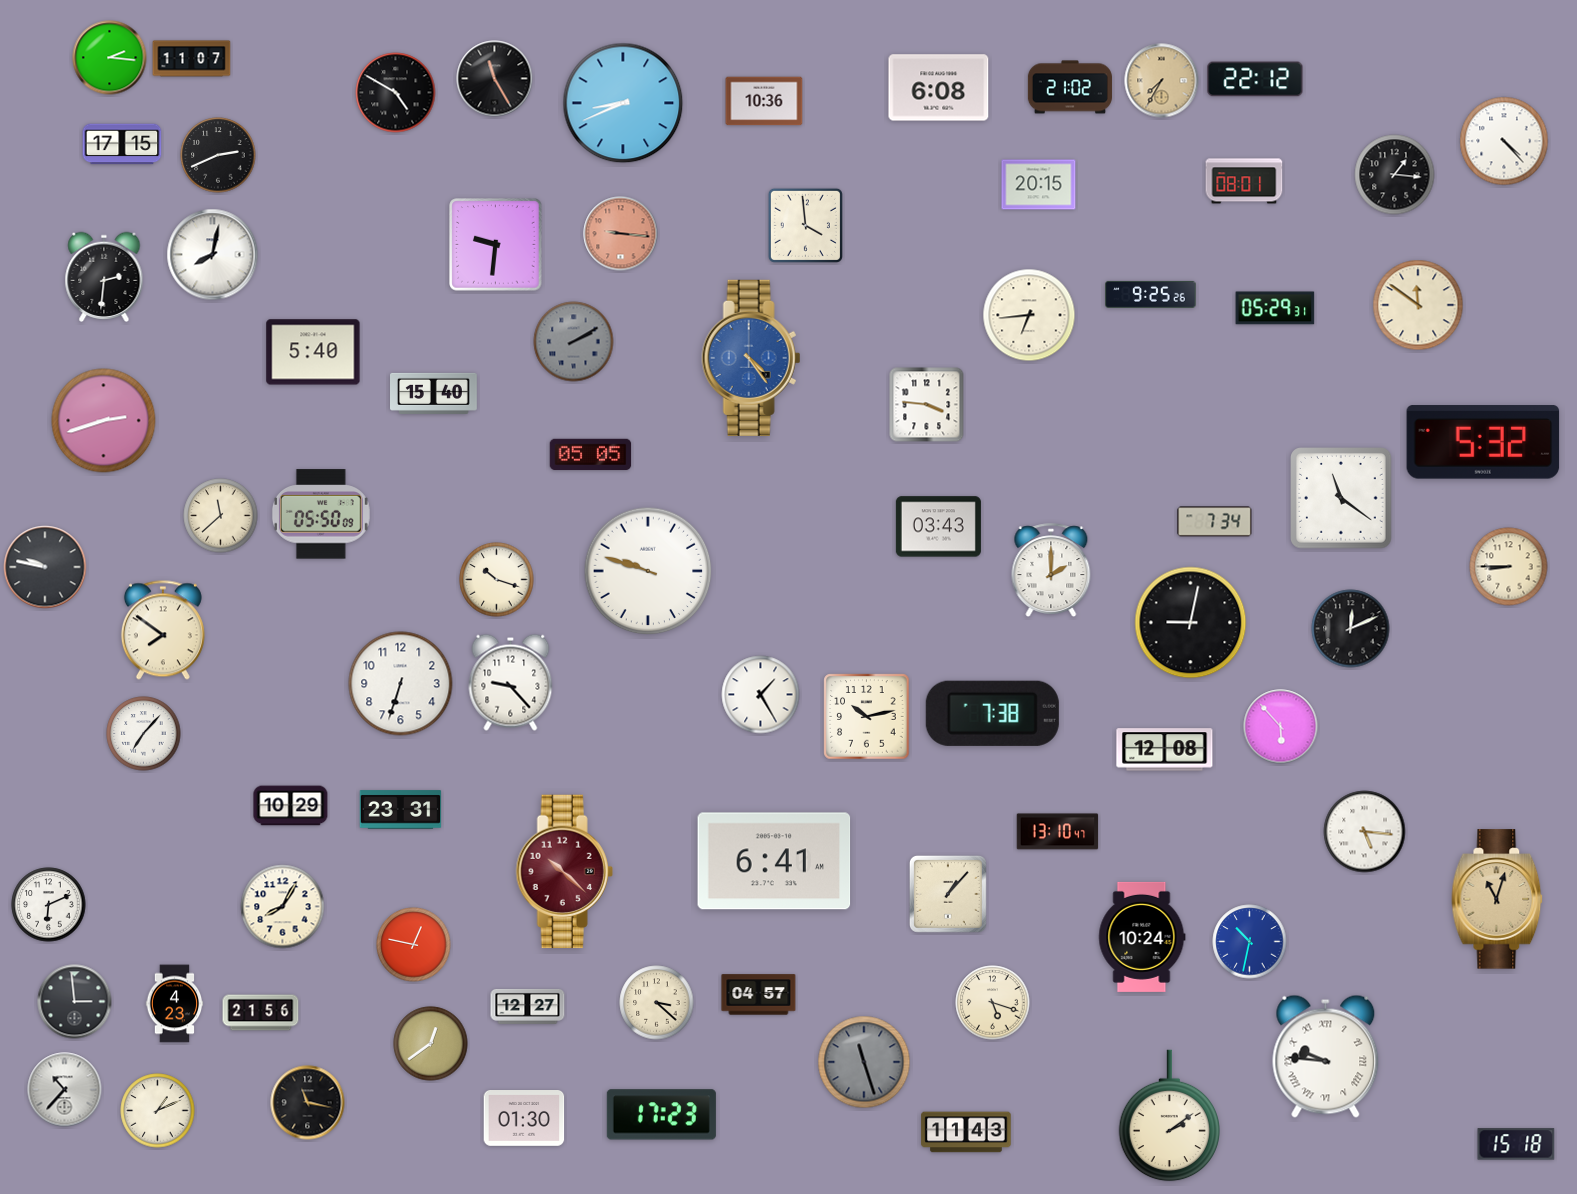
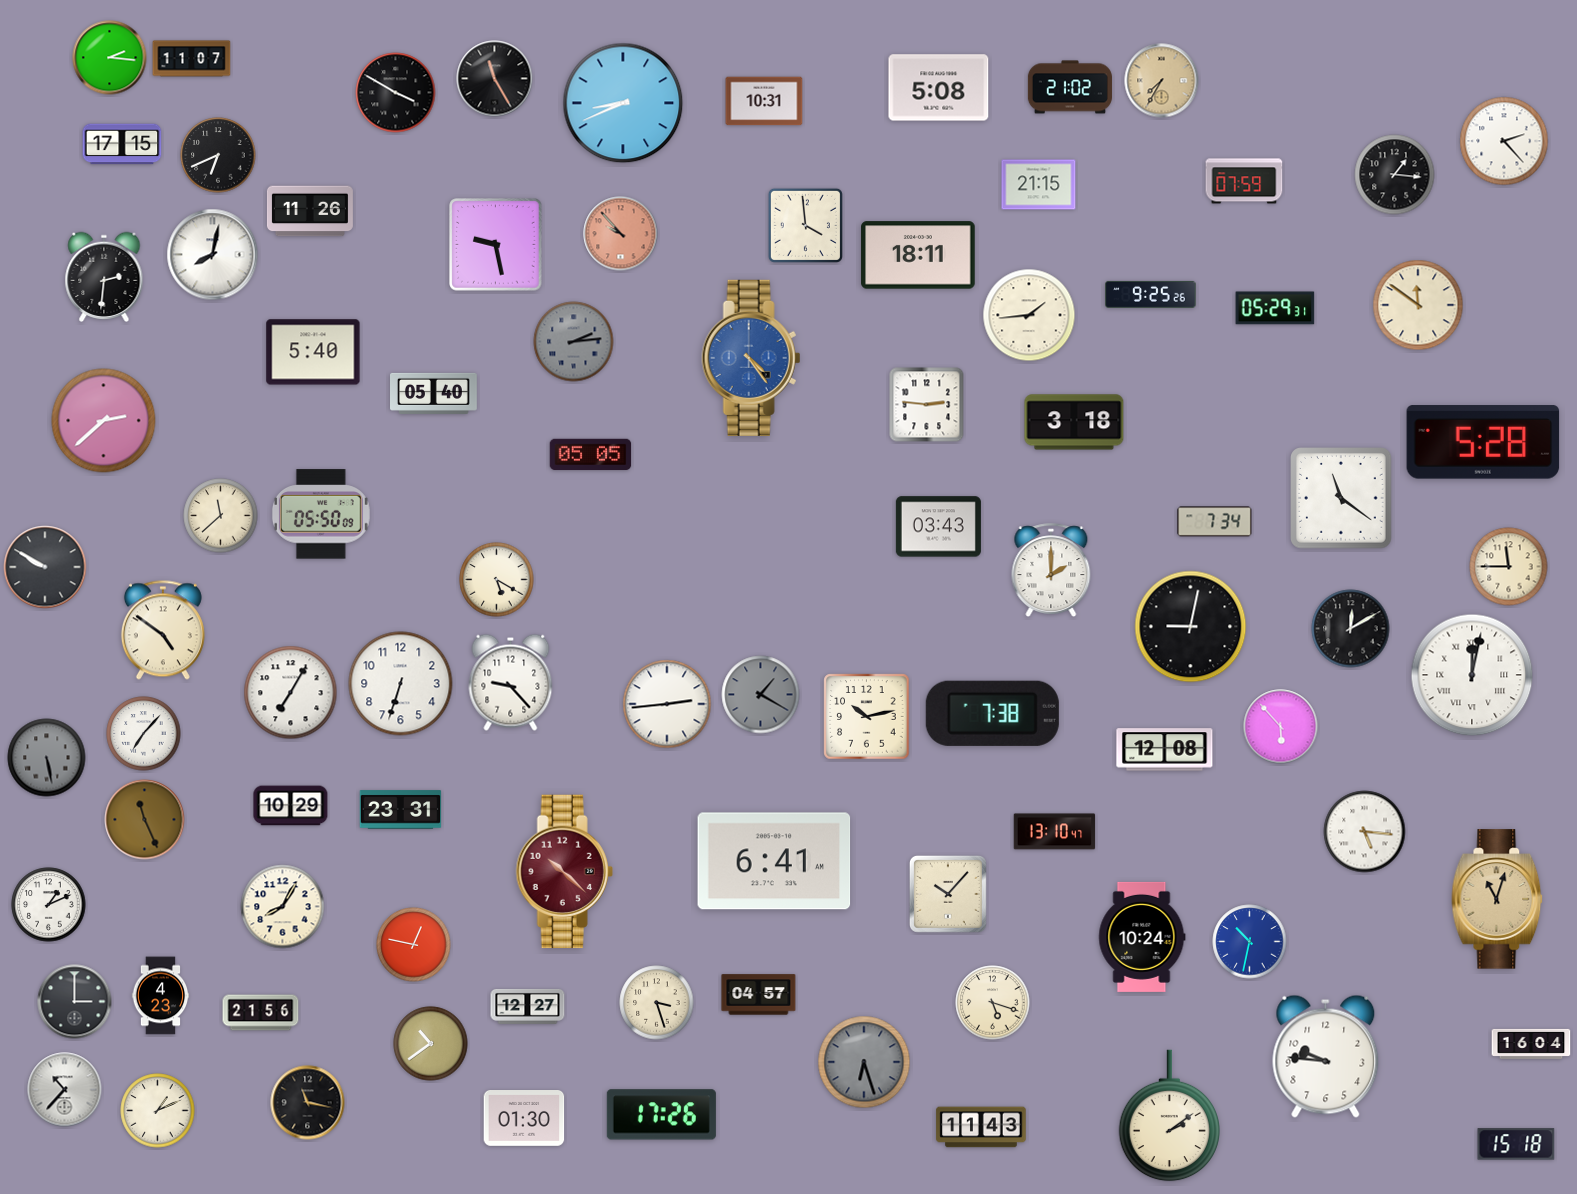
clock at (1255, 79): 22:12 -> none
clock at (939, 88): 6:08 -> 5:08
clock at (396, 93): 4:50 -> 3:50
clock at (764, 101): 10:36 -> 10:31
clock at (1504, 141): 4:23 -> 2:23
clock at (218, 155): 2:41 -> 6:41
clock at (1244, 181): 08:01 -> 07:59
clock at (1039, 185): 20:15 -> 21:15
clock at (310, 211): none -> 11:26
clock at (621, 234): 9:16 -> 9:53
clock at (496, 245): 9:31 -> 9:28
clock at (918, 255): none -> 18:11
clock at (1029, 315): 6:44 -> 1:44
clock at (574, 342): 2:10 -> 2:14
clock at (434, 393): 15:40 -> 05:40
clock at (927, 405): 3:46 -> 2:46
clock at (104, 421): 2:42 -> 2:38
clock at (1074, 422): none -> 3:18
clock at (1483, 442): 5:32 -> 5:28
clock at (45, 567): 9:47 -> 9:50
clock at (1509, 567): 8:45 -> 11:45
clock at (648, 571): 9:48 -> none
clock at (497, 580): 10:18 -> 5:20
clock at (1191, 623) position: (1191, 623) -> (1191, 627)
clock at (1351, 629): 12:11 -> 12:10
clock at (163, 630): 7:51 -> 4:51
clock at (1472, 675): none -> 12:02
clock at (291, 693): none -> 7:05
clock at (761, 695): 1:25 -> 1:20
clock at (761, 695) dial: white -> grey
clock at (667, 704): none -> 2:44
clock at (47, 758): none -> 5:28
clock at (145, 820): none -> 11:26
clock at (1058, 832) position: (1058, 832) -> (1055, 832)
clock at (948, 894): 1:07 -> 10:07
clock at (49, 905): 6:11 -> 1:11
clock at (75, 1002): 2:59 -> 3:00
clock at (657, 1003): 3:22 -> 3:27
clock at (175, 1004) position: (175, 1004) -> (161, 996)
clock at (431, 1044): 12:39 -> 10:39
clock at (1531, 1044): none -> 16:04
clock at (1326, 1056) numerals: Roman -> Arabic
clock at (864, 1062): 11:27 -> 6:27
clock at (661, 1115): 17:23 -> 17:26
clock at (966, 1132) position: (966, 1132) -> (981, 1127)
